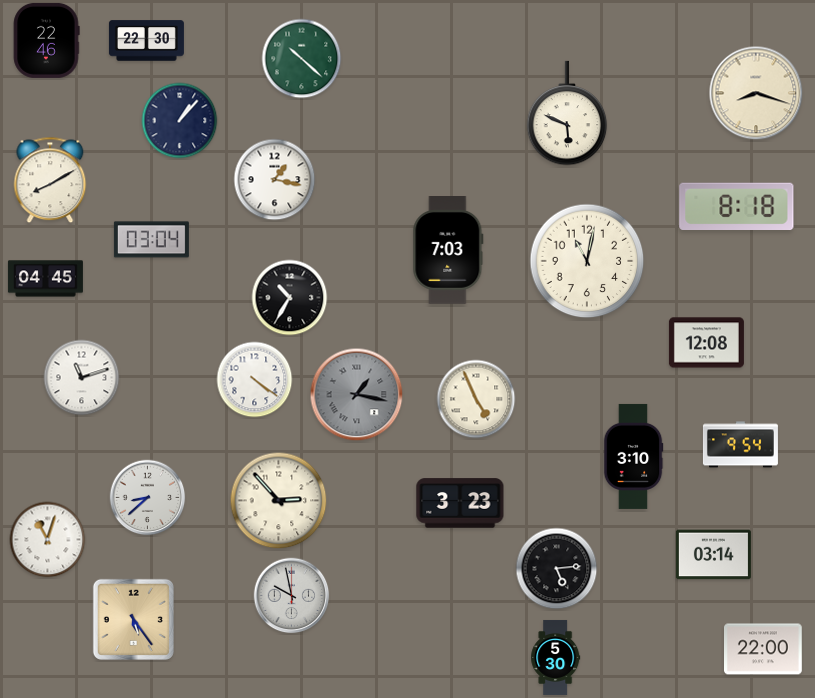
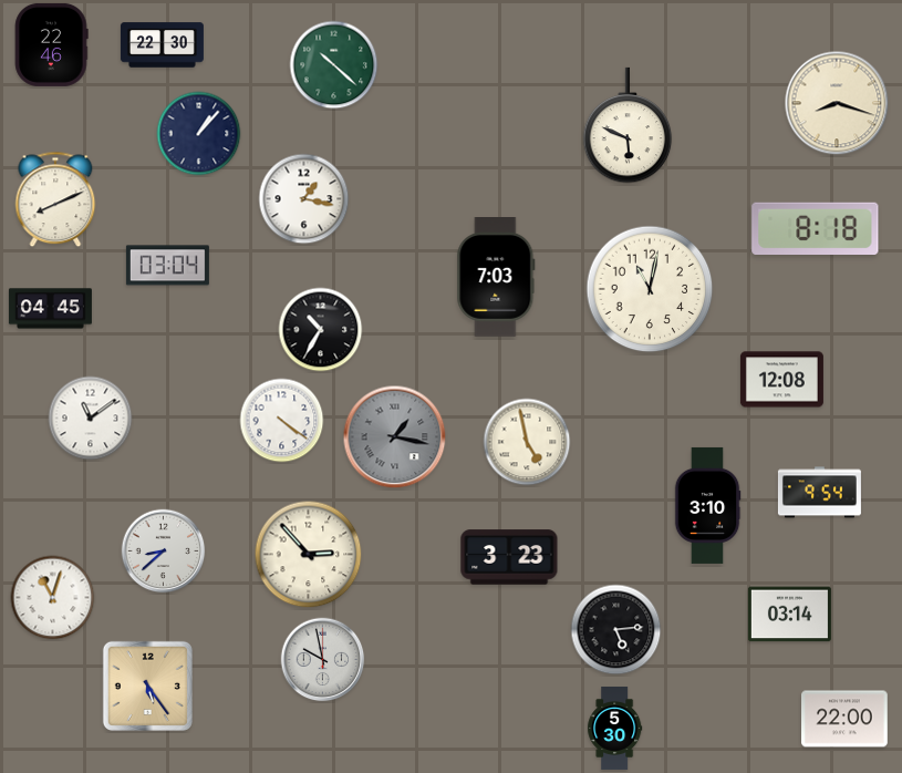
clock at (50, 180): 8:10 -> 8:11
clock at (82, 378): 11:12 -> 11:09
clock at (476, 399): 4:56 -> 4:58
clock at (633, 456) position: (633, 456) -> (707, 505)
